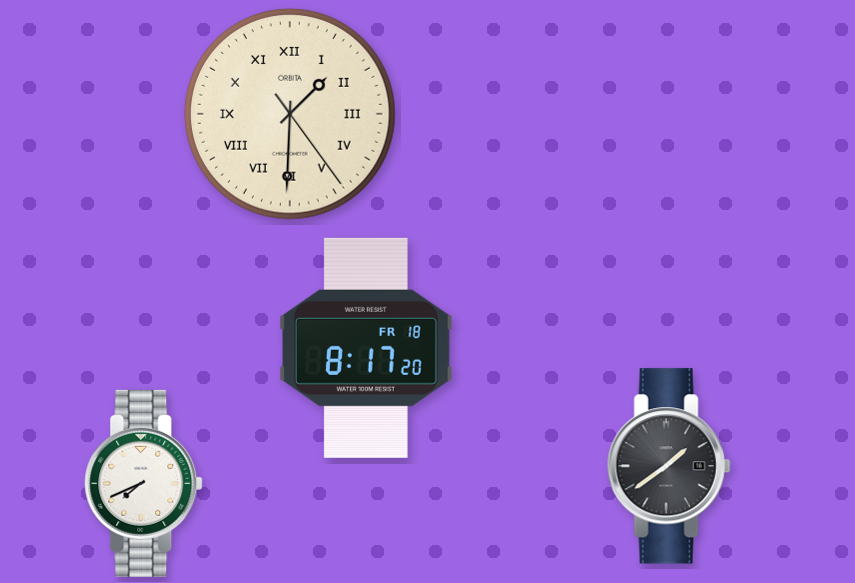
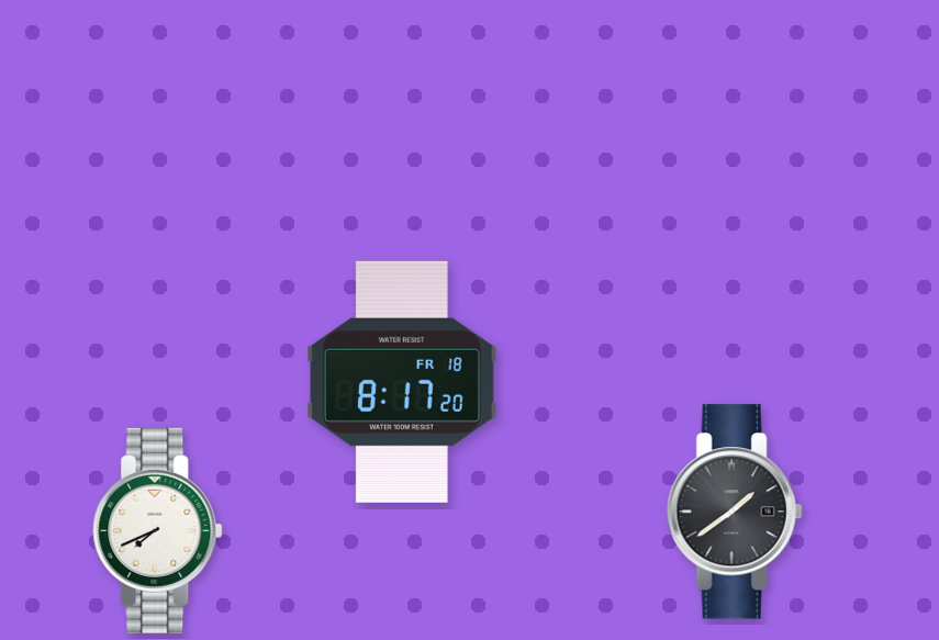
clock at (290, 114): 1:30 -> none
